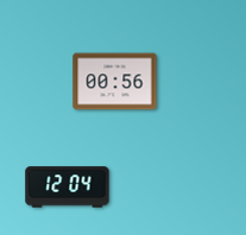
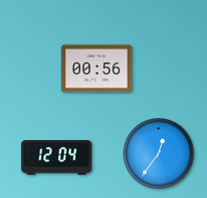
clock at (159, 154): none -> 12:36
